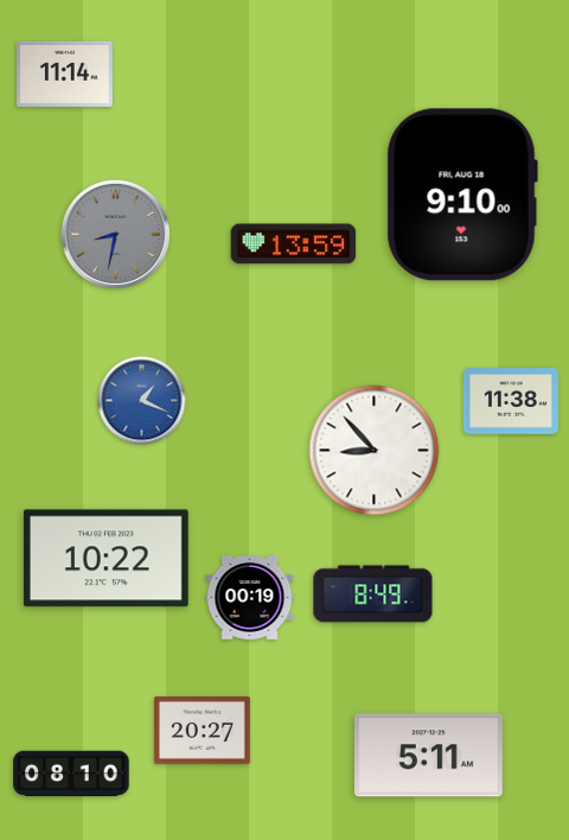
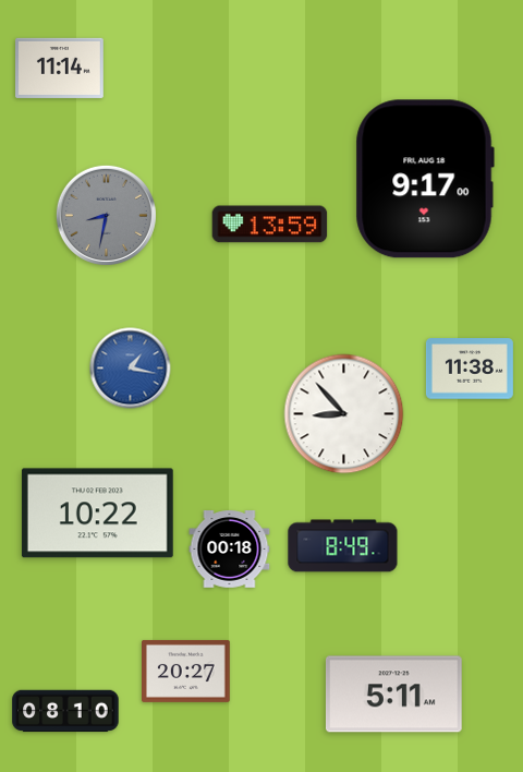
clock at (462, 195): 9:10 -> 9:17
clock at (142, 401): 1:19 -> 1:17
clock at (250, 598): 00:19 -> 00:18
